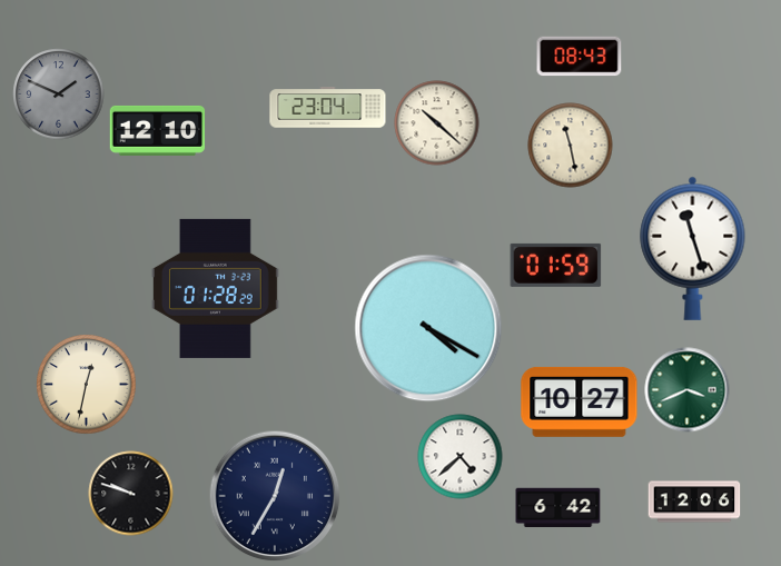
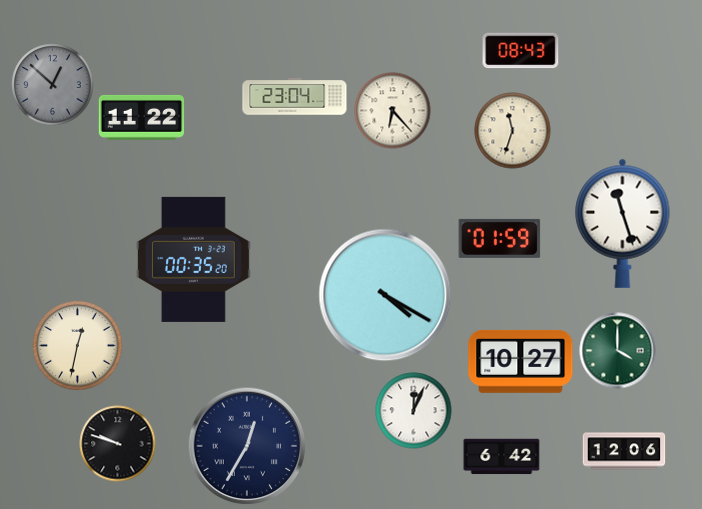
clock at (59, 95): 1:49 -> 12:52
clock at (437, 123): 10:22 -> 6:23
clock at (158, 130): 12:10 -> 11:22
clock at (571, 146): 11:28 -> 11:33
clock at (215, 288): 01:28 -> 00:35
clock at (688, 390): 3:41 -> 4:00
clock at (461, 457): 4:38 -> 12:04
